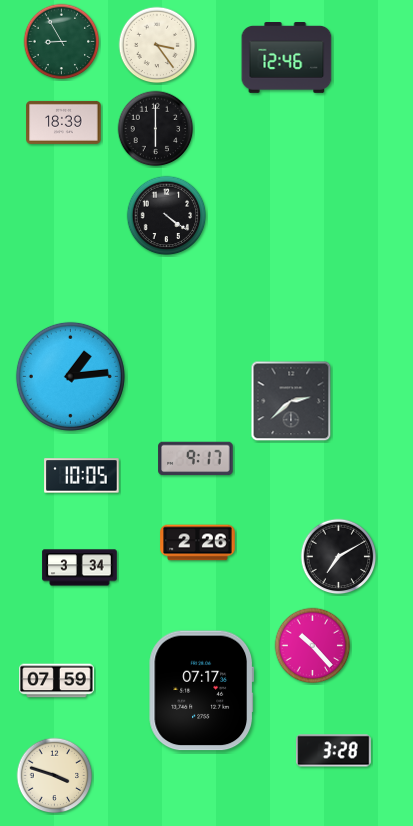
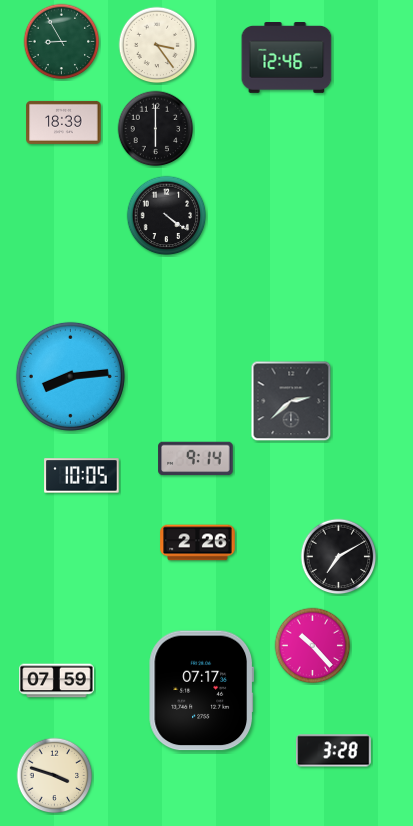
clock at (70, 376): 1:14 -> 8:14
clock at (196, 459): 9:17 -> 9:14
clock at (80, 568): 3:34 -> none
